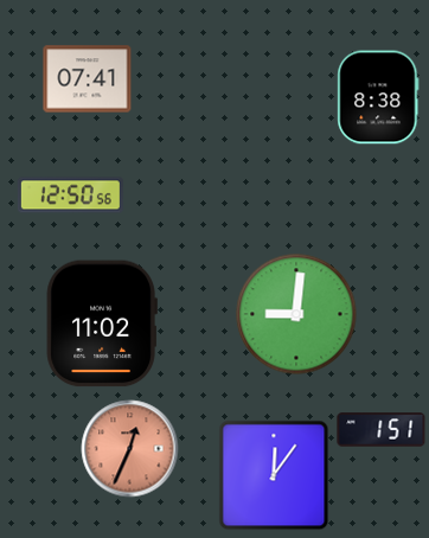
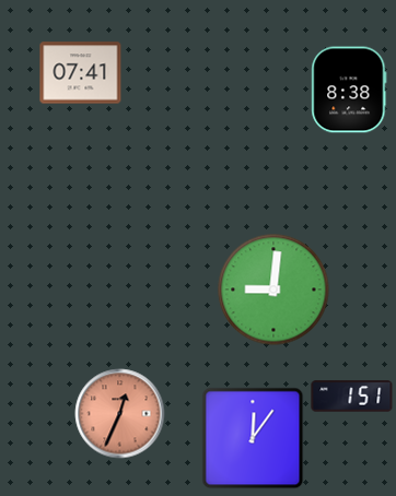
clock at (70, 196): 12:50 -> none
clock at (102, 324): 11:02 -> none
